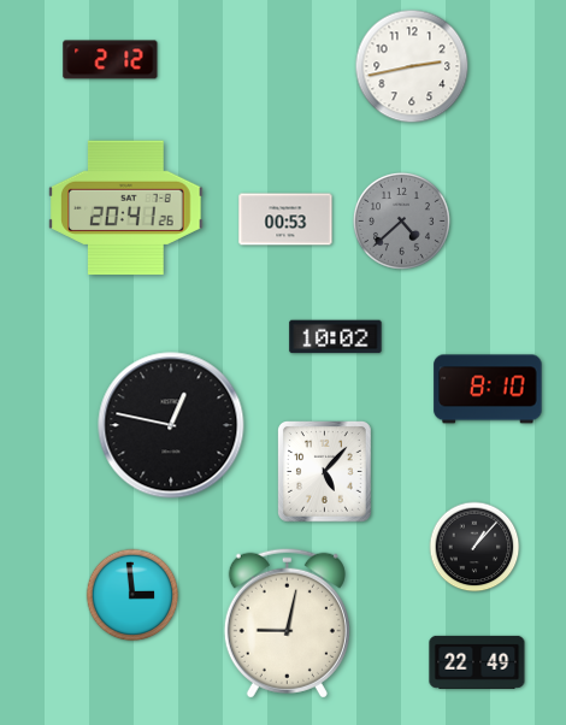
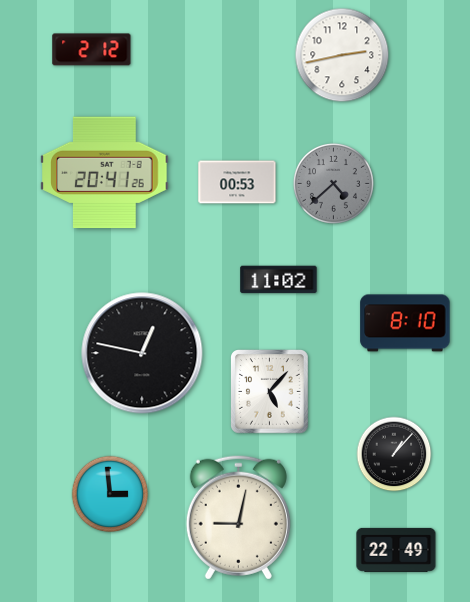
clock at (336, 337): 10:02 -> 11:02
